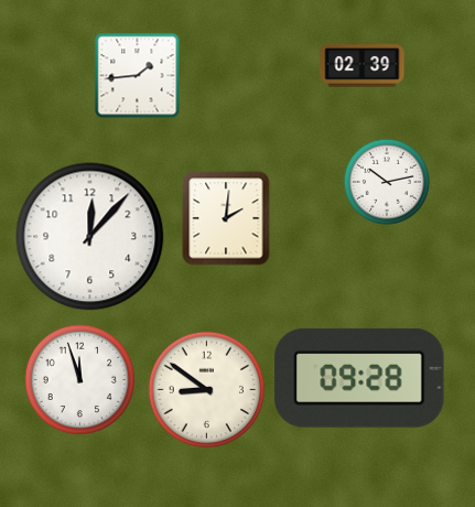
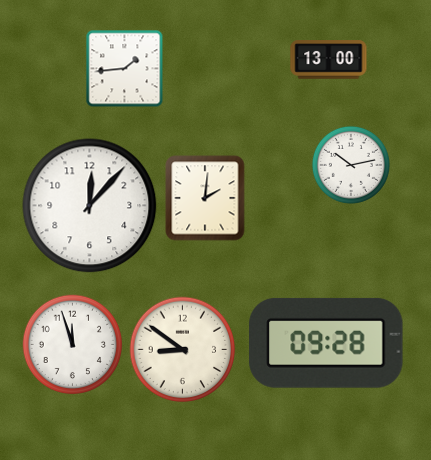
clock at (363, 66): 02:39 -> 13:00
clock at (90, 237) position: (90, 237) -> (90, 206)
clock at (207, 390) position: (207, 390) -> (183, 350)
